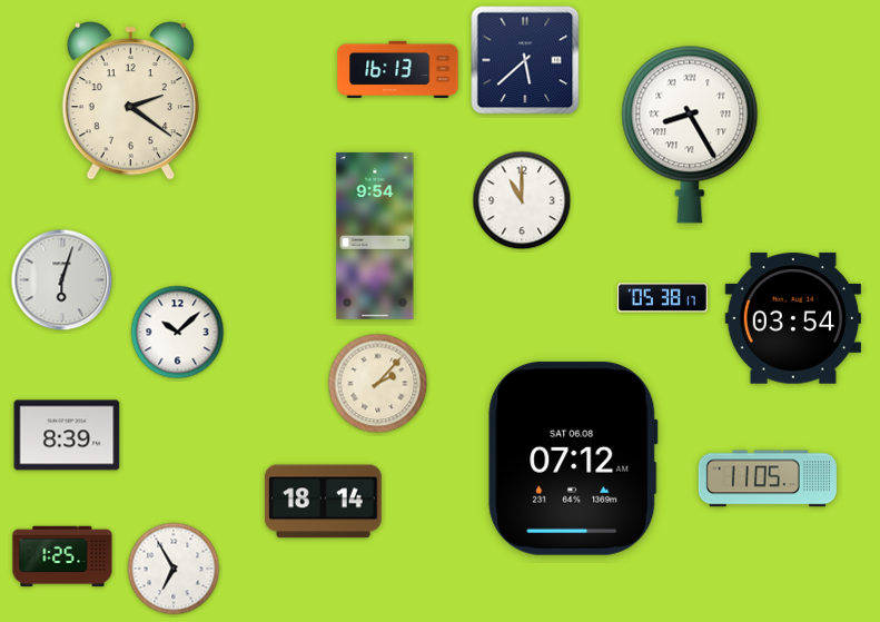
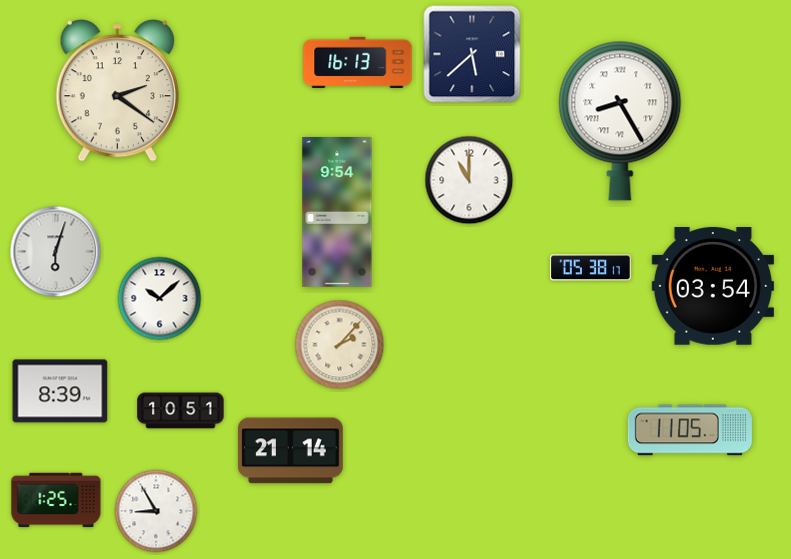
clock at (662, 298) position: (662, 298) -> (590, 268)
clock at (181, 411): none -> 10:51
clock at (573, 458): 07:12 -> none
clock at (323, 502): 18:14 -> 21:14
clock at (174, 569): 6:55 -> 8:55
